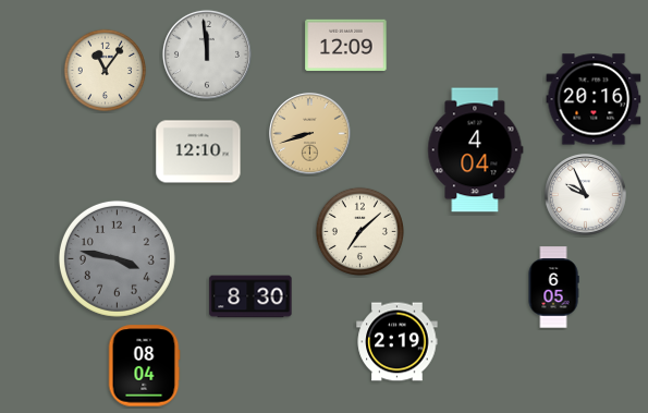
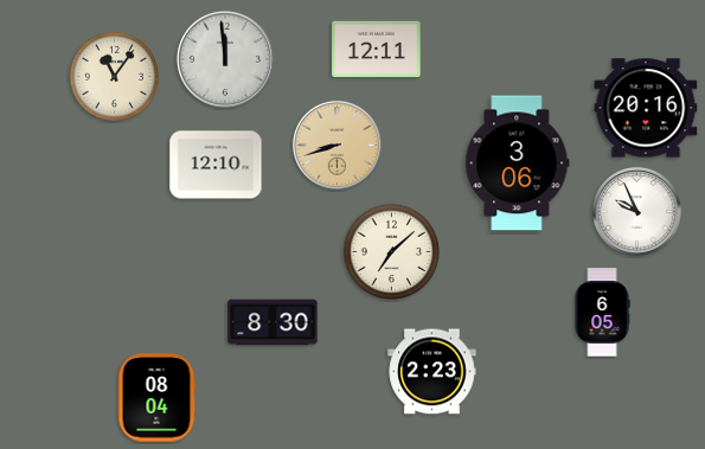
clock at (346, 46): 12:09 -> 12:11
clock at (476, 150): 4:04 -> 3:06
clock at (117, 258): 3:47 -> none
clock at (398, 342): 2:19 -> 2:23
